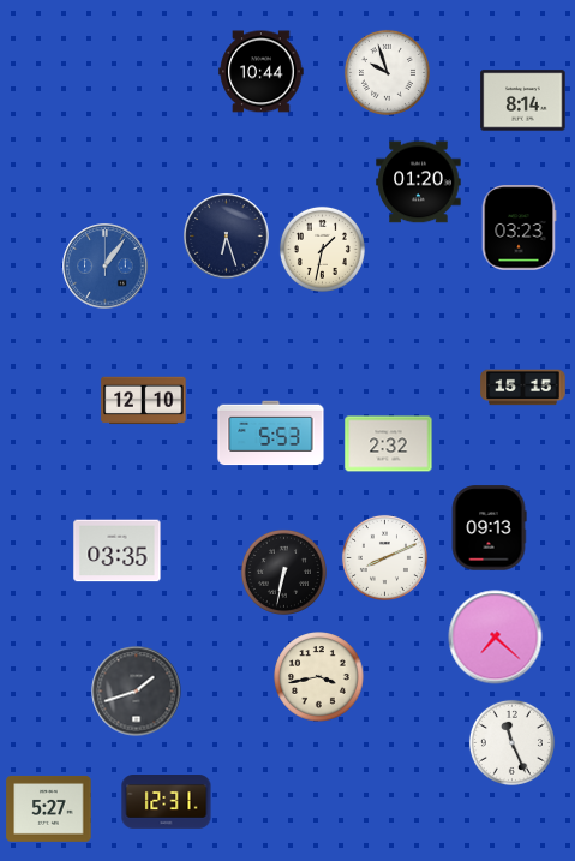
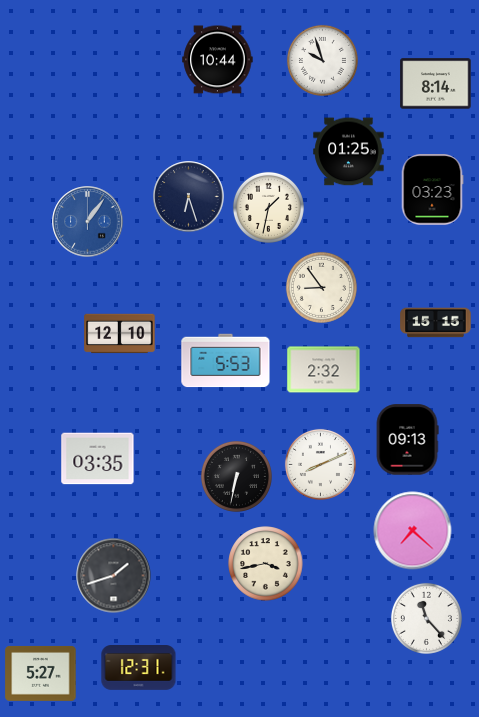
clock at (419, 183): 01:20 -> 01:25
clock at (321, 287): none -> 8:54
clock at (511, 742): 11:26 -> 11:23
